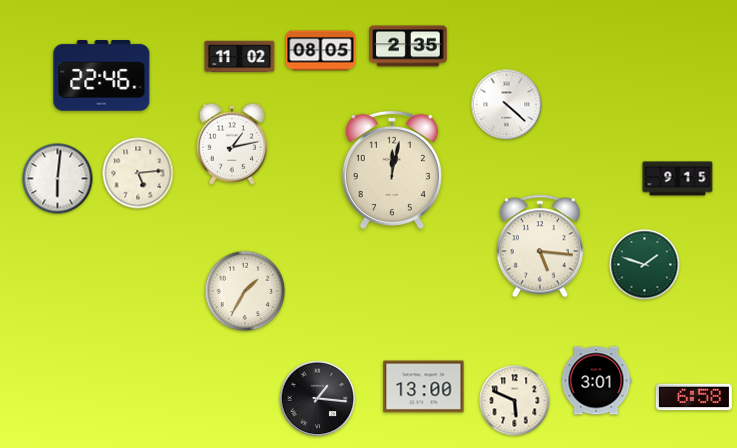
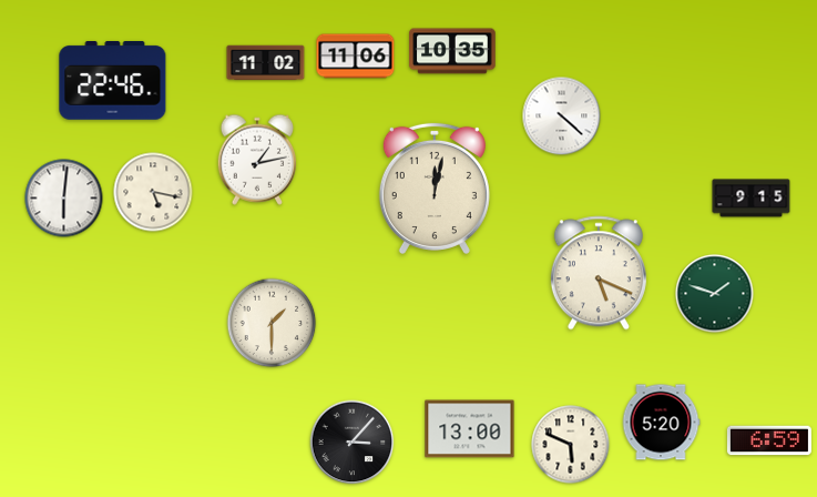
clock at (408, 46): 2:35 -> 10:35
clock at (321, 51): 08:05 -> 11:06
clock at (102, 76) position: (102, 76) -> (113, 81)
clock at (138, 173): 5:14 -> 5:17
clock at (540, 246): 5:16 -> 5:19
clock at (245, 291): 1:35 -> 1:30
clock at (596, 381): 3:01 -> 5:20
clock at (694, 397): 6:58 -> 6:59
clock at (318, 399): 1:16 -> 3:07
